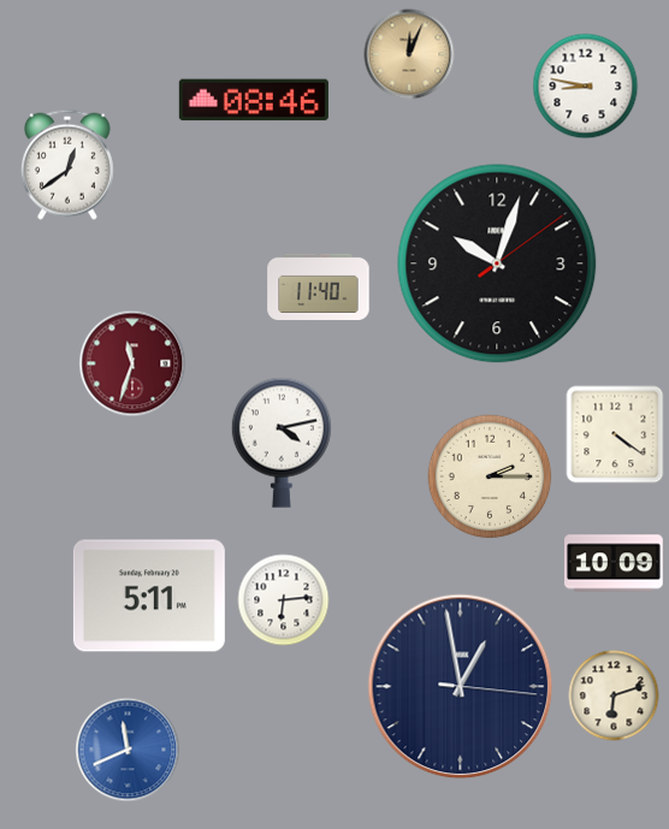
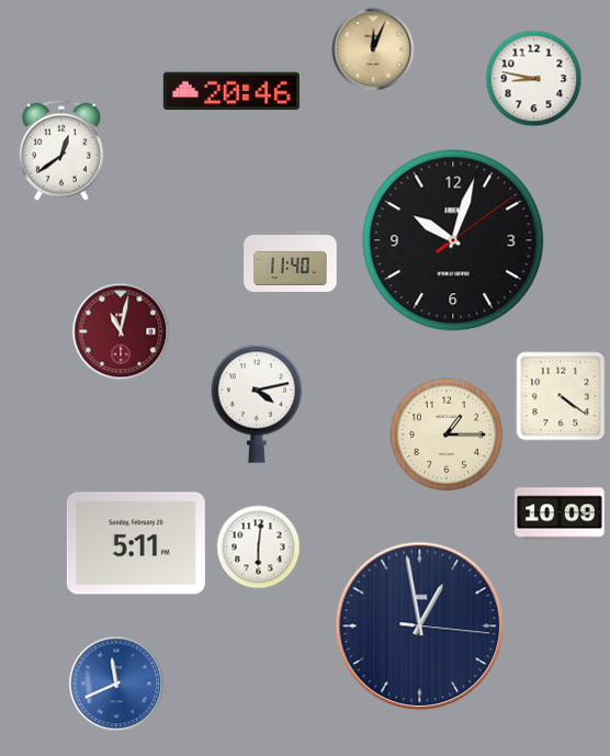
clock at (254, 100): 08:46 -> 20:46
clock at (132, 363): 11:33 -> 11:02
clock at (490, 476): 2:15 -> 1:15
clock at (284, 600): 6:14 -> 6:01
clock at (614, 695): 6:12 -> none
